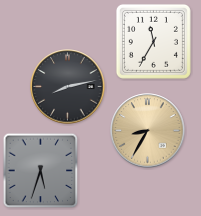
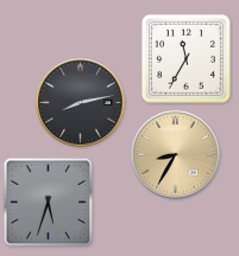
clock at (153, 41) position: (153, 41) -> (185, 58)
